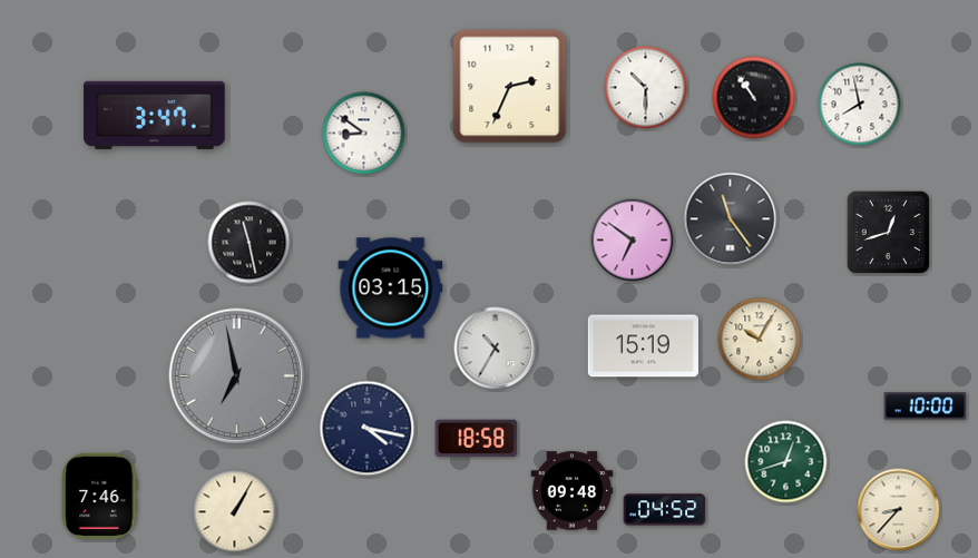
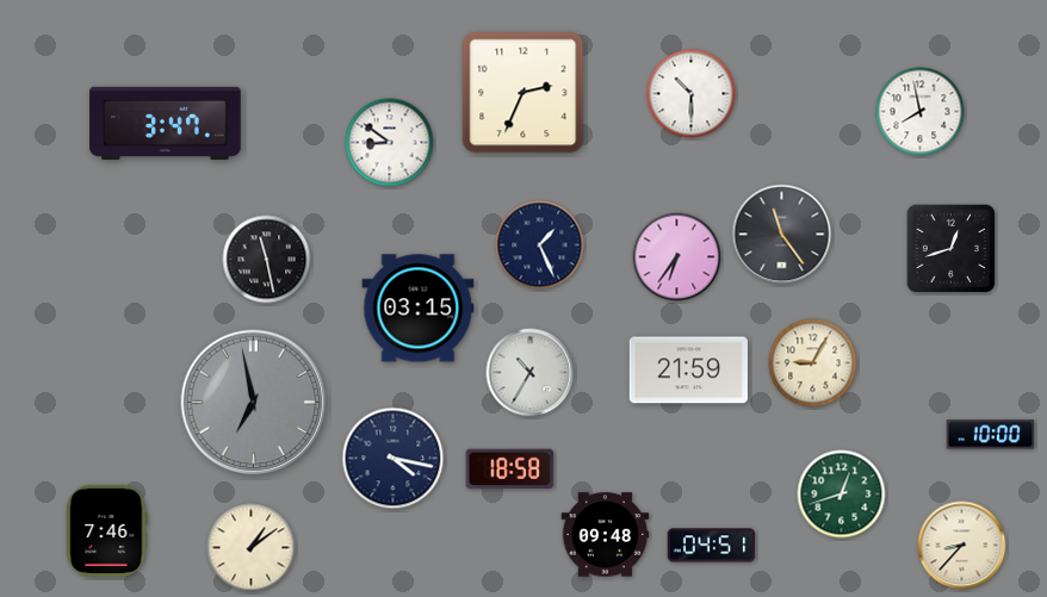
clock at (510, 87) position: (510, 87) -> (523, 93)
clock at (754, 98): 10:54 -> none
clock at (540, 245): none -> 1:26
clock at (633, 241): 6:51 -> 6:36
clock at (760, 340): 10:05 -> 9:05
clock at (643, 346): 15:19 -> 21:59
clock at (573, 491) position: (573, 491) -> (606, 535)
clock at (665, 510): 04:52 -> 04:51
clock at (235, 512): 1:05 -> 1:09
